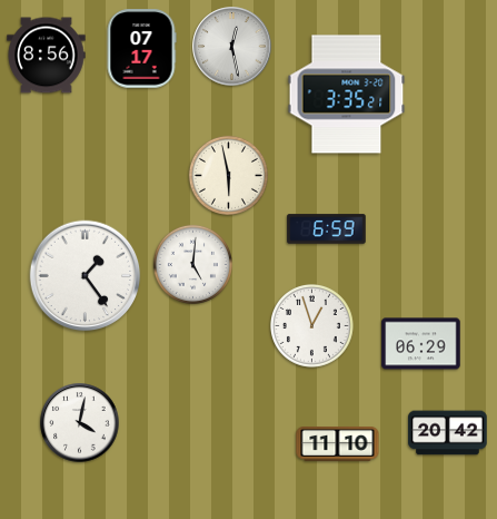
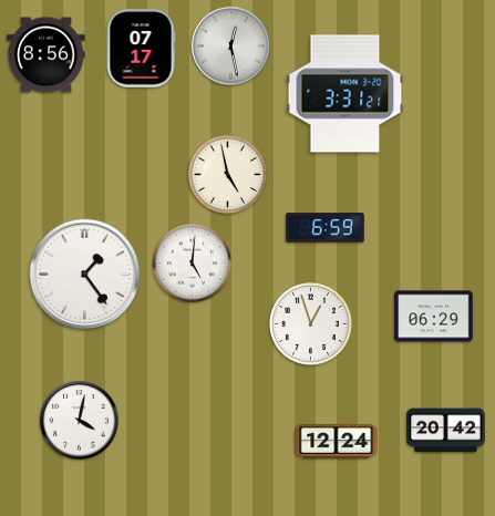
clock at (347, 95): 3:35 -> 3:31
clock at (228, 175): 5:58 -> 4:58
clock at (421, 344) position: (421, 344) -> (434, 317)
clock at (338, 444): 11:10 -> 12:24
